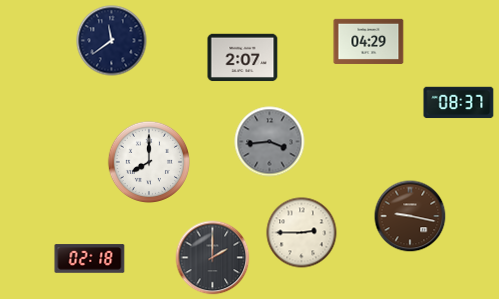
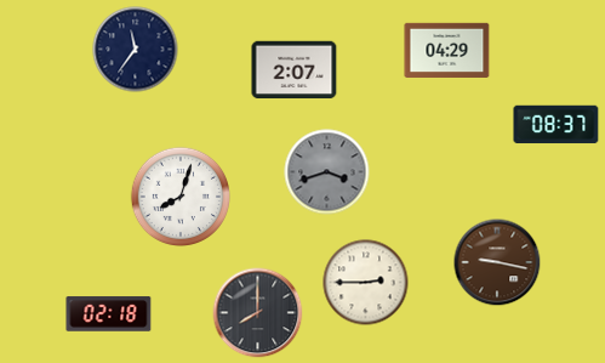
clock at (112, 41): 11:39 -> 11:36
clock at (270, 142): 3:44 -> 3:42
clock at (148, 161): 8:00 -> 8:03
clock at (213, 258): 2:00 -> 8:00
